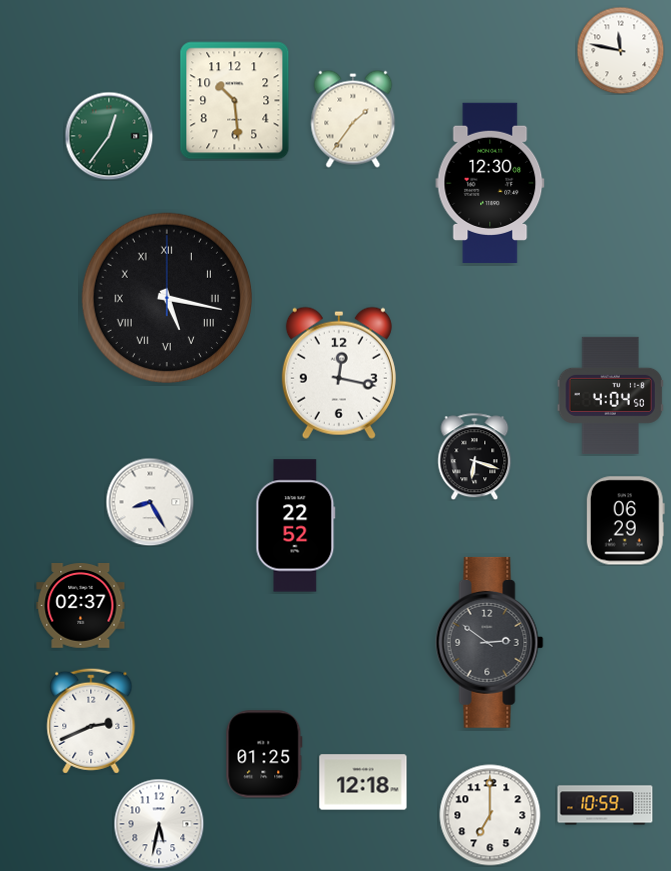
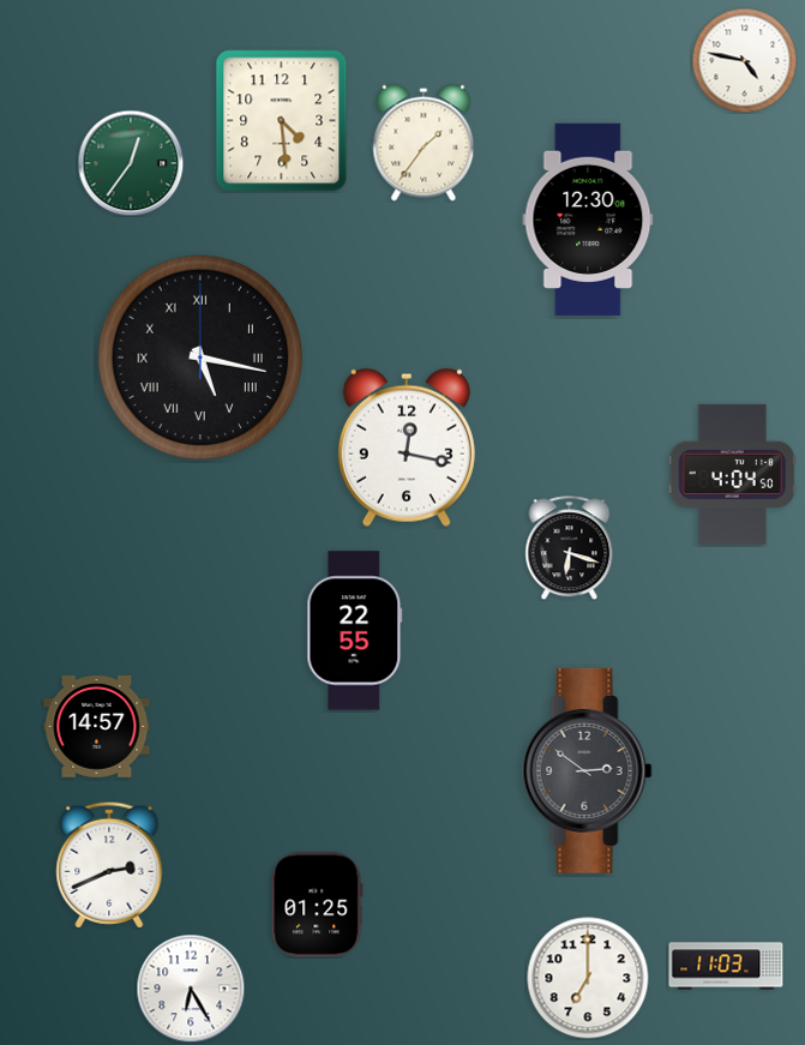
clock at (620, 50): 11:47 -> 4:47
clock at (235, 101): 10:29 -> 4:29
clock at (150, 502): 8:25 -> none
clock at (625, 521): 06:29 -> none
clock at (296, 526): 22:52 -> 22:55
clock at (81, 606): 02:37 -> 14:57
clock at (363, 782): 12:18 -> none
clock at (605, 805): 10:59 -> 11:03
clock at (159, 824): 5:32 -> 6:25
